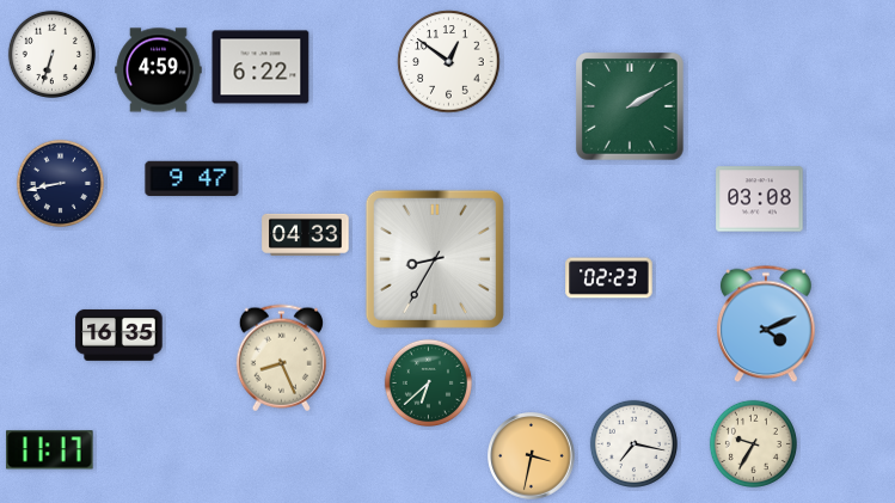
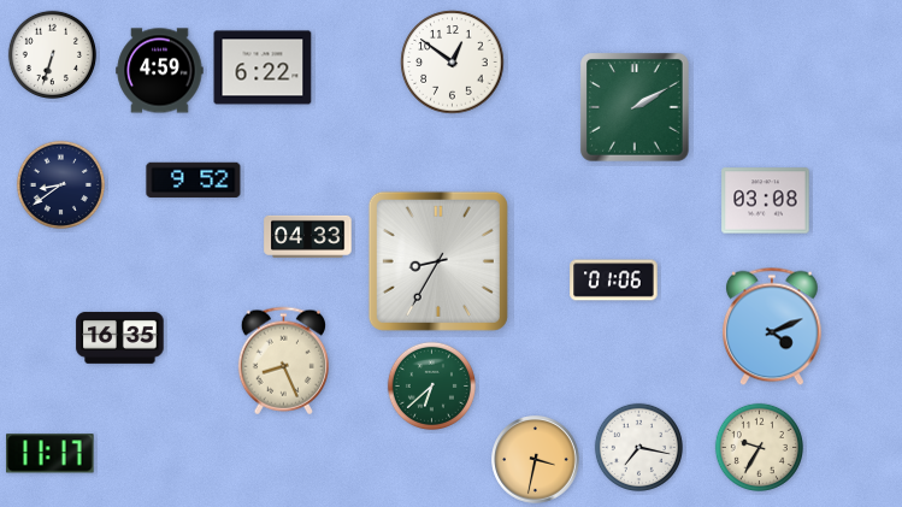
clock at (192, 179): 9:47 -> 9:52
clock at (60, 183): 8:43 -> 8:39
clock at (609, 278): 02:23 -> 01:06
